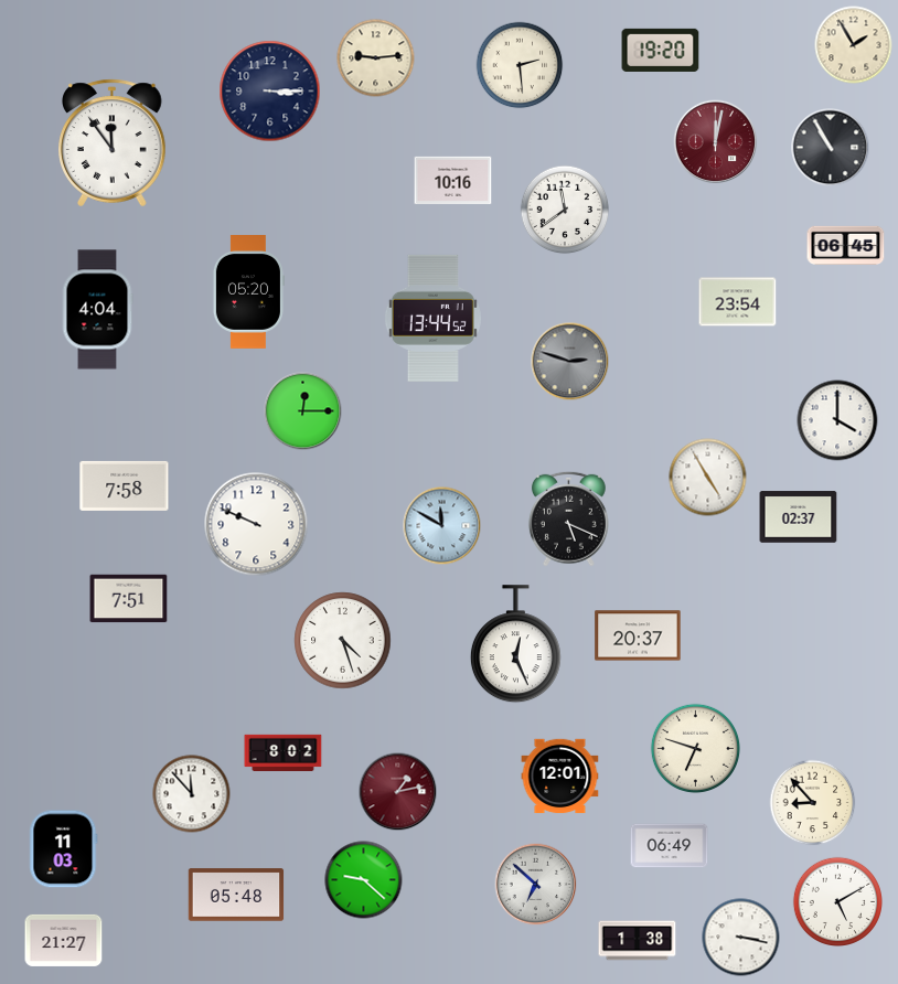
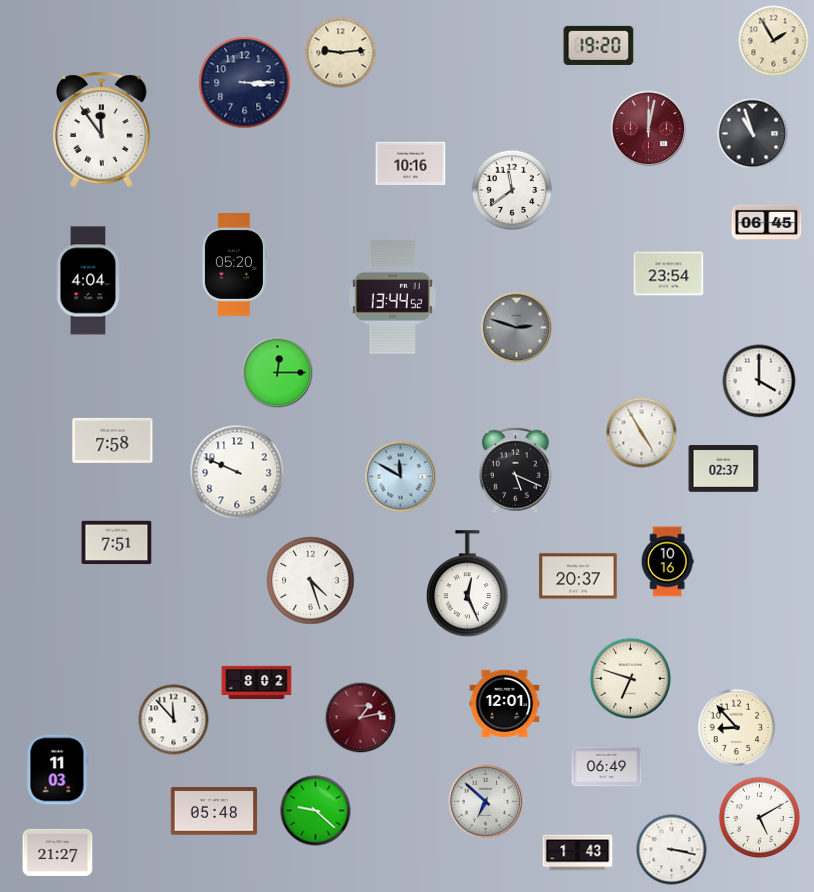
clock at (520, 65): 2:29 -> none
clock at (831, 148): 10:55 -> 10:57
clock at (248, 292) position: (248, 292) -> (234, 265)
clock at (432, 318) position: (432, 318) -> (392, 296)
clock at (303, 411) position: (303, 411) -> (278, 373)
clock at (256, 524) position: (256, 524) -> (237, 472)
clock at (667, 562): none -> 10:16
clock at (560, 777) position: (560, 777) -> (505, 704)
clock at (364, 880) position: (364, 880) -> (316, 811)
clock at (638, 941): 1:38 -> 1:43
